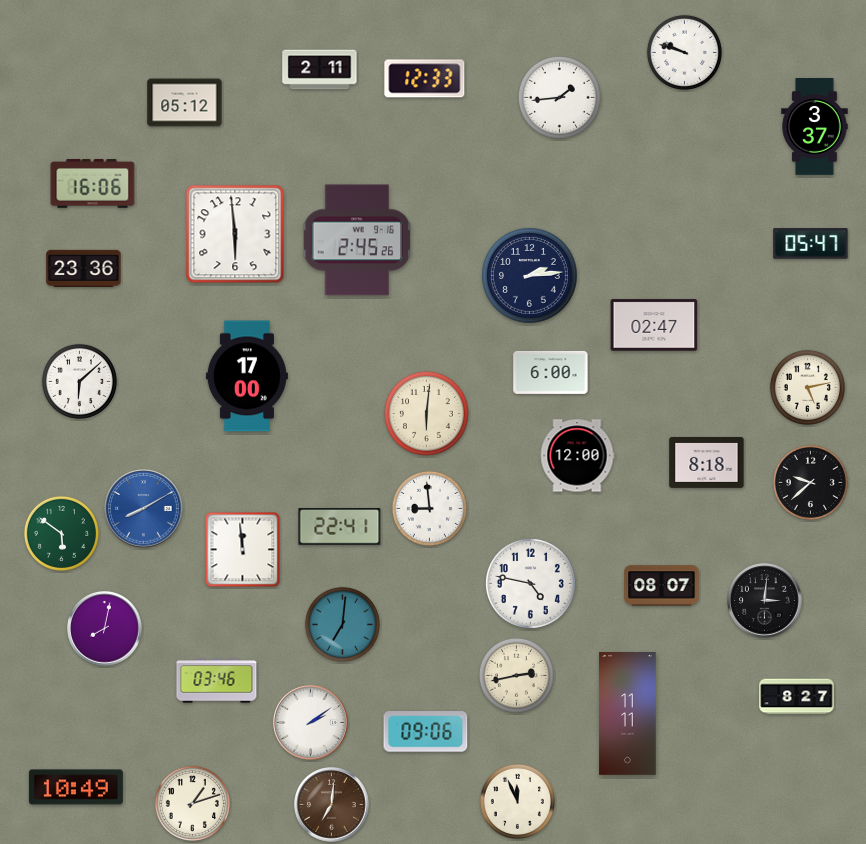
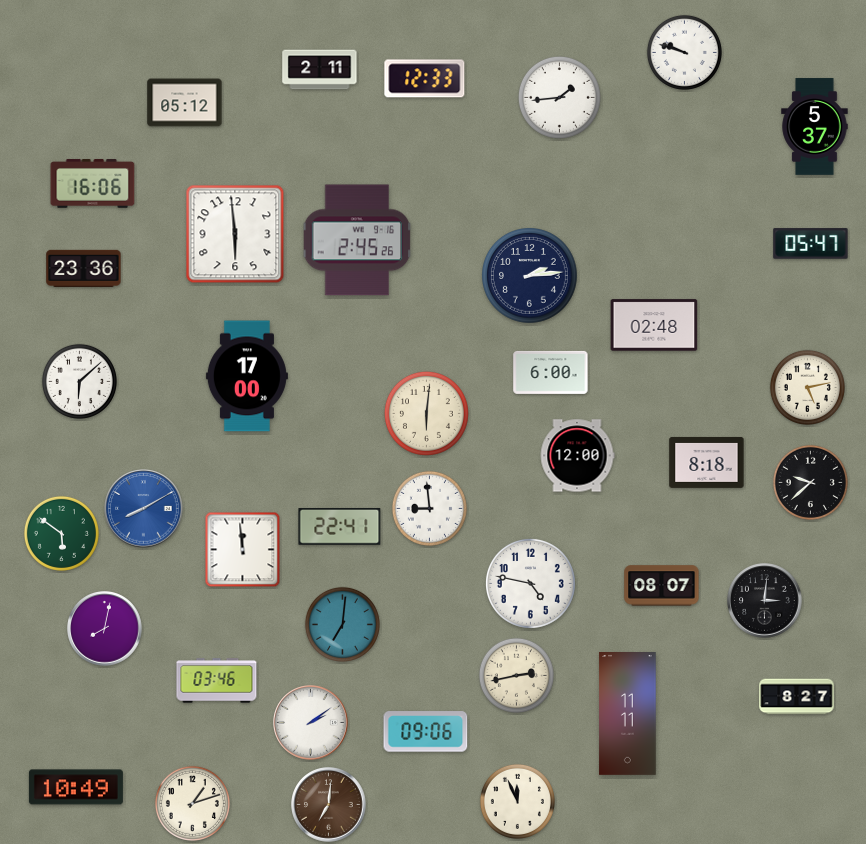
clock at (815, 127): 3:37 -> 5:37
clock at (654, 325): 02:47 -> 02:48
clock at (332, 805) position: (332, 805) -> (329, 805)
